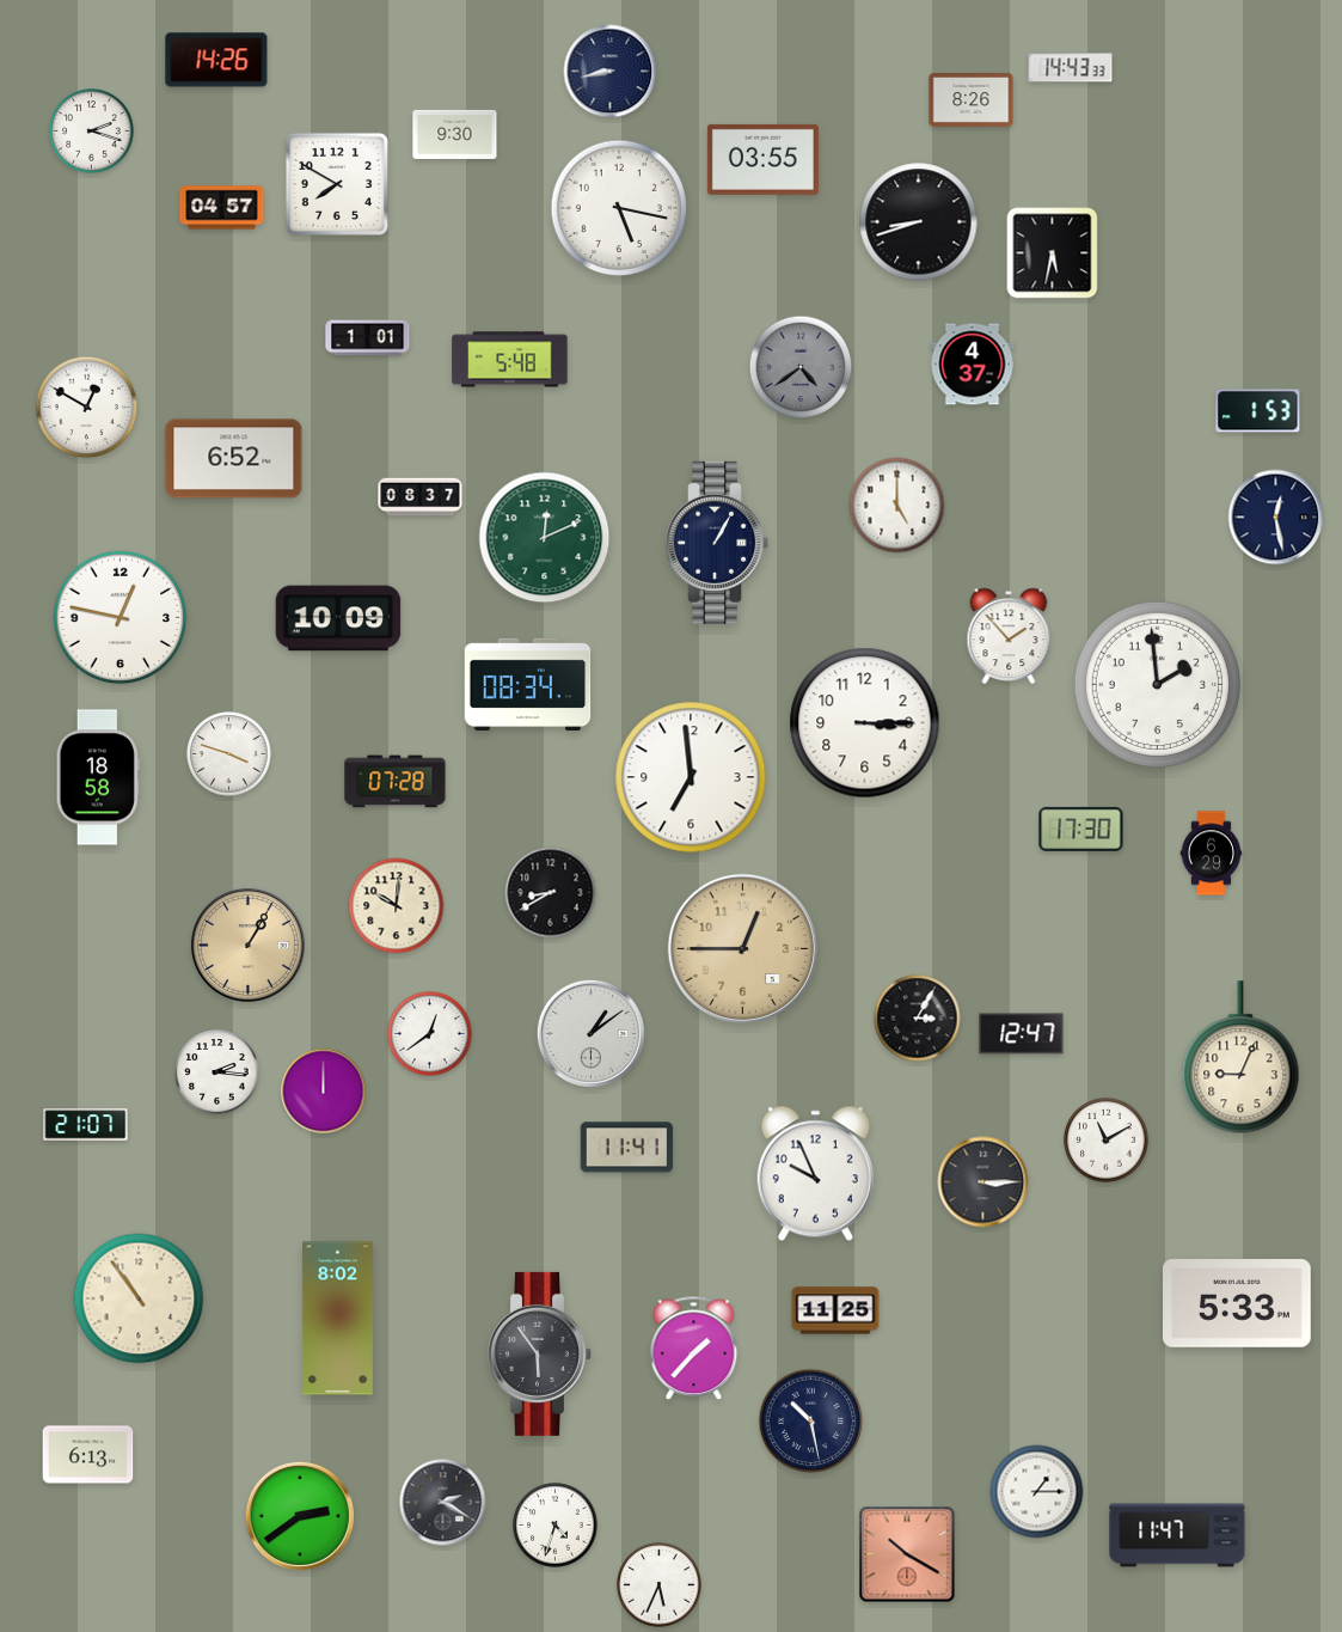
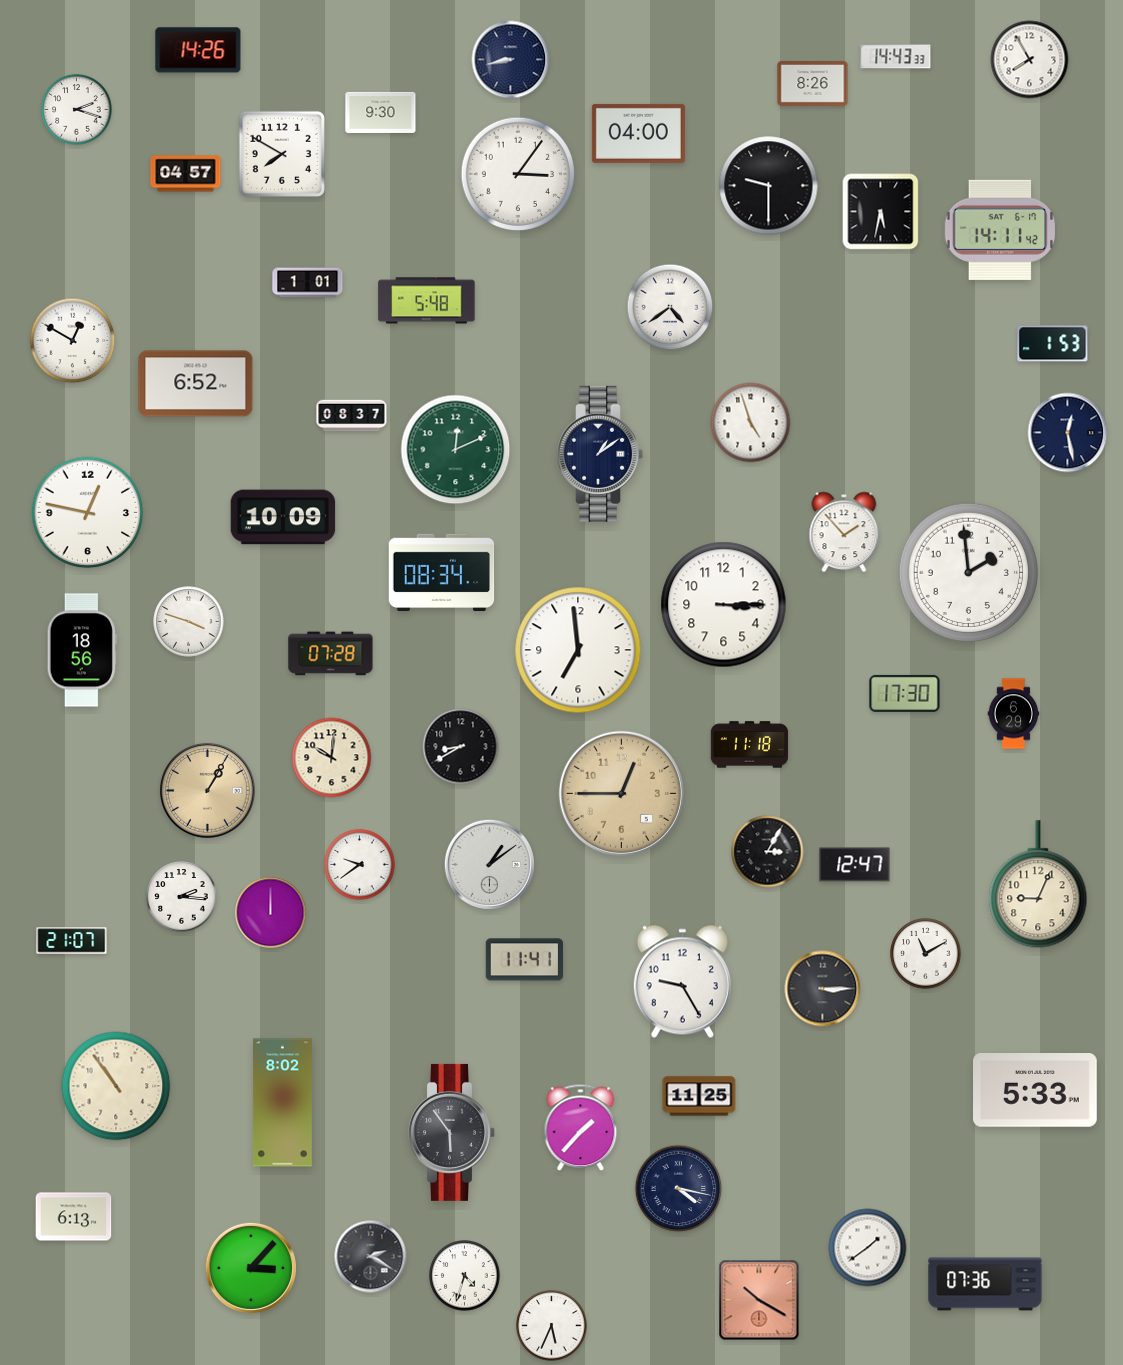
clock at (216, 60) position: (216, 60) -> (198, 50)
clock at (1030, 60): none -> 7:55
clock at (762, 159): 03:55 -> 04:00
clock at (618, 207): 5:17 -> 3:06
clock at (919, 222): 8:42 -> 9:30
clock at (999, 230): none -> 14:11
clock at (973, 365): 4:37 -> none
clock at (801, 367) dial: grey -> white
clock at (897, 506): 5:00 -> 4:57
clock at (718, 543): 1:05 -> 1:09
clock at (121, 618) position: (121, 618) -> (88, 513)
clock at (229, 754) position: (229, 754) -> (189, 622)
clock at (98, 777): 18:58 -> 18:56
clock at (750, 745): none -> 11:18
clock at (590, 1033) position: (590, 1033) -> (489, 864)
clock at (430, 1034): 12:39 -> 9:39
clock at (815, 1174): 9:56 -> 9:25
clock at (811, 1422): 10:28 -> 4:17
clock at (1037, 1492): 1:15 -> 1:39
clock at (300, 1516): 2:39 -> 3:07
clock at (1177, 1535): 11:47 -> 07:36
